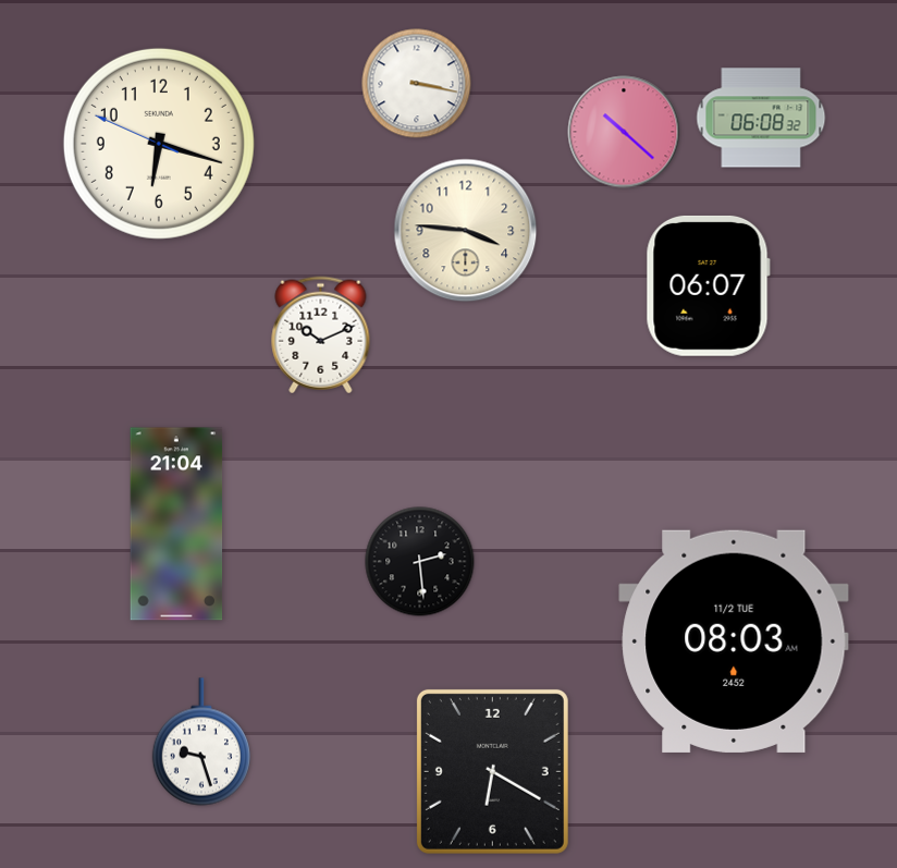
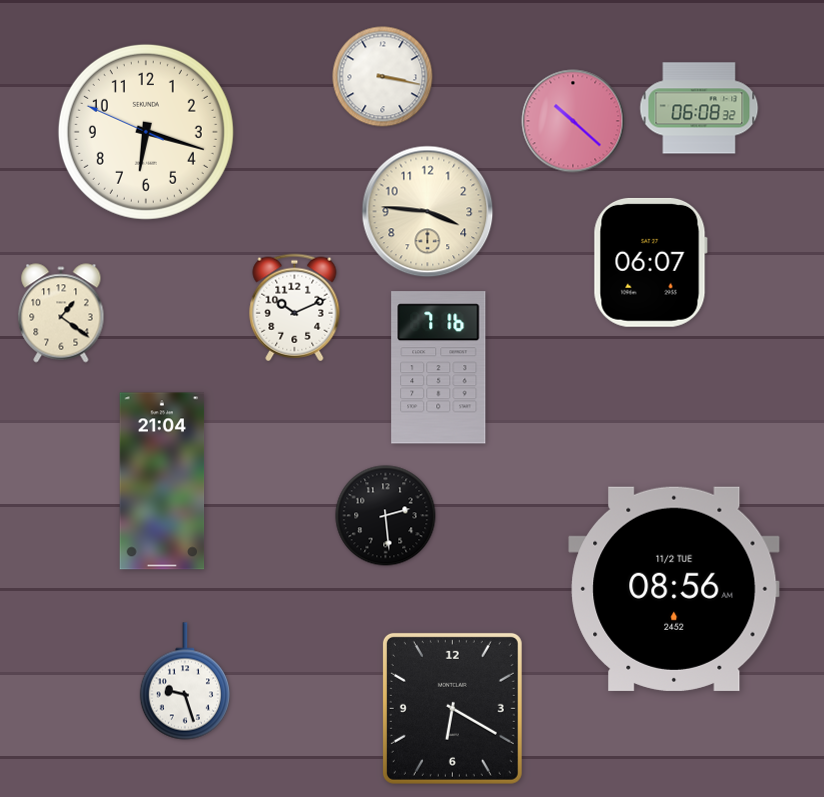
clock at (61, 313): none -> 1:21
clock at (439, 368): none -> 7:16
clock at (734, 641): 08:03 -> 08:56
